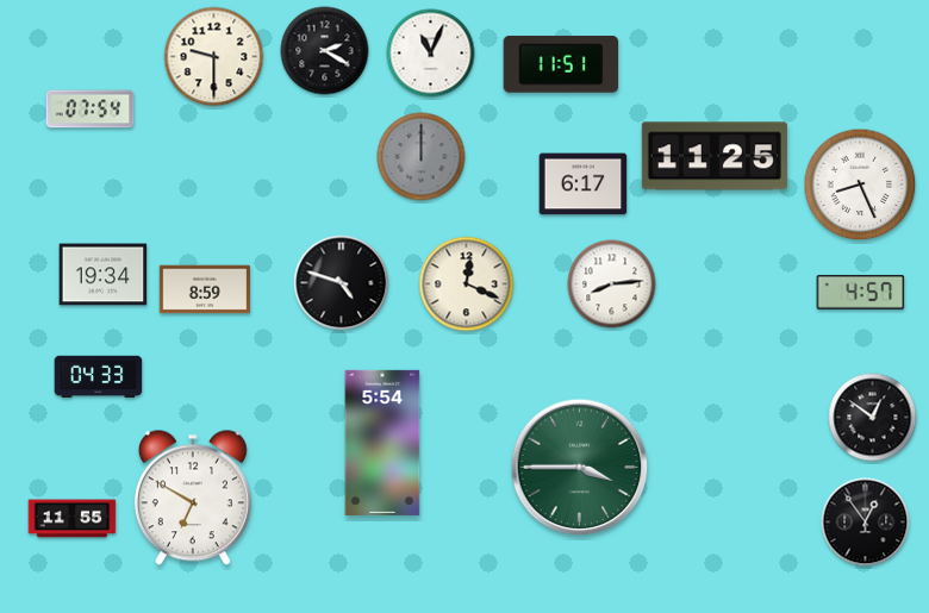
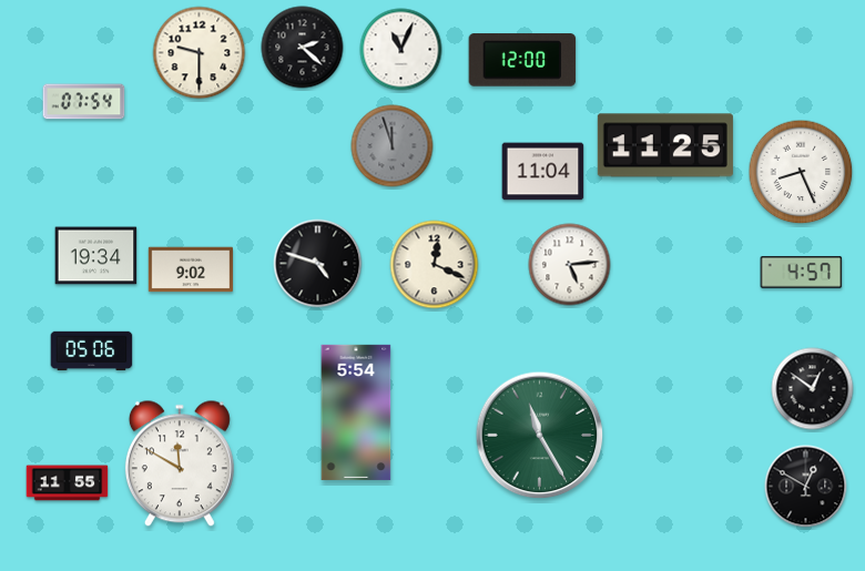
clock at (325, 51): 2:20 -> 2:22
clock at (561, 64): 11:51 -> 12:00
clock at (422, 157): 12:00 -> 11:57
clock at (584, 184): 6:17 -> 11:04
clock at (612, 284): 8:14 -> 5:14
clock at (205, 289): 8:59 -> 9:02
clock at (99, 377): 04:33 -> 05:06
clock at (580, 468): 3:45 -> 11:25
clock at (193, 498): 6:50 -> 11:50
clock at (866, 523): 12:54 -> 12:50
